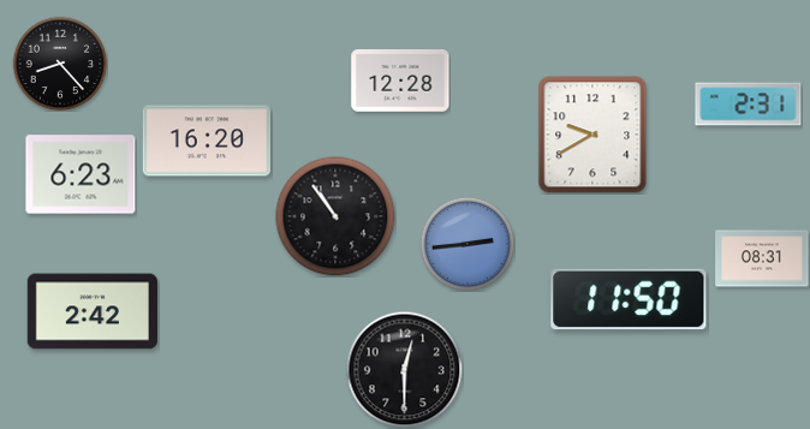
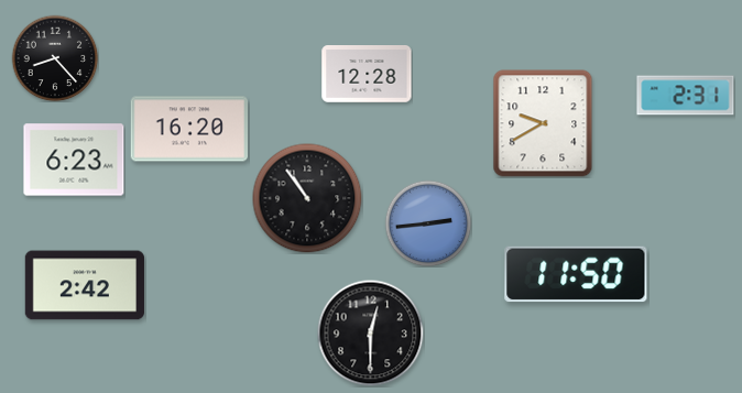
clock at (762, 258): 08:31 -> none
clock at (404, 369) position: (404, 369) -> (370, 332)
